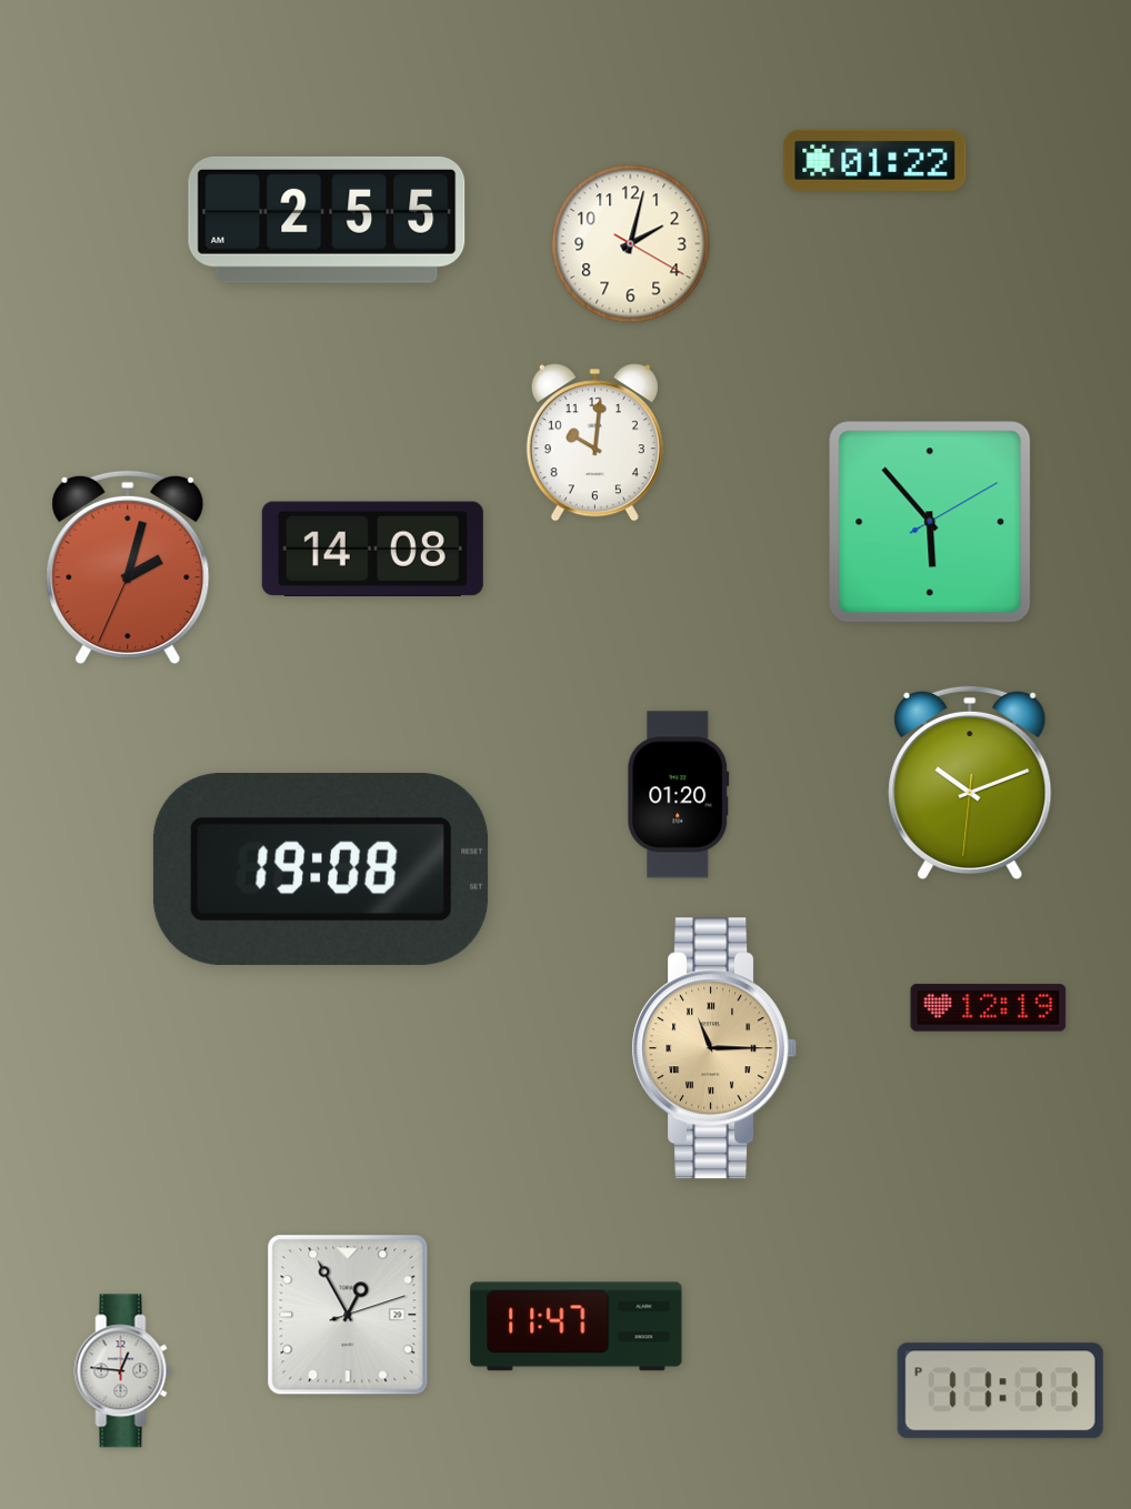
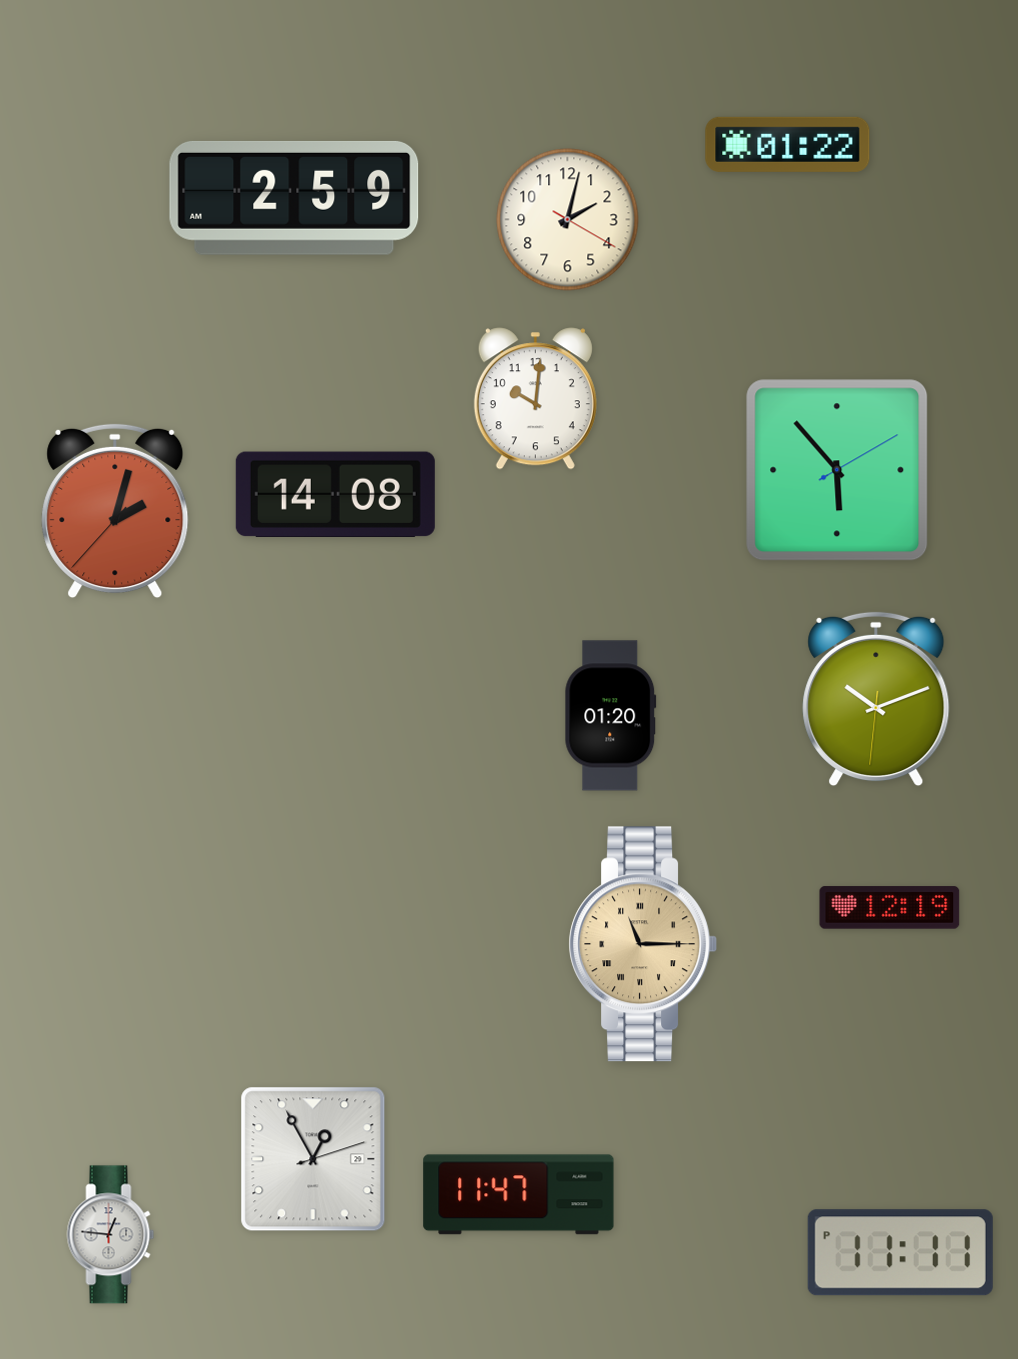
clock at (327, 220): 2:55 -> 2:59
clock at (128, 567): 2:02:34 -> 2:02:37
clock at (970, 783) position: (970, 783) -> (876, 699)
clock at (321, 869): 19:08 -> none
clock at (348, 1315) position: (348, 1315) -> (313, 1159)
